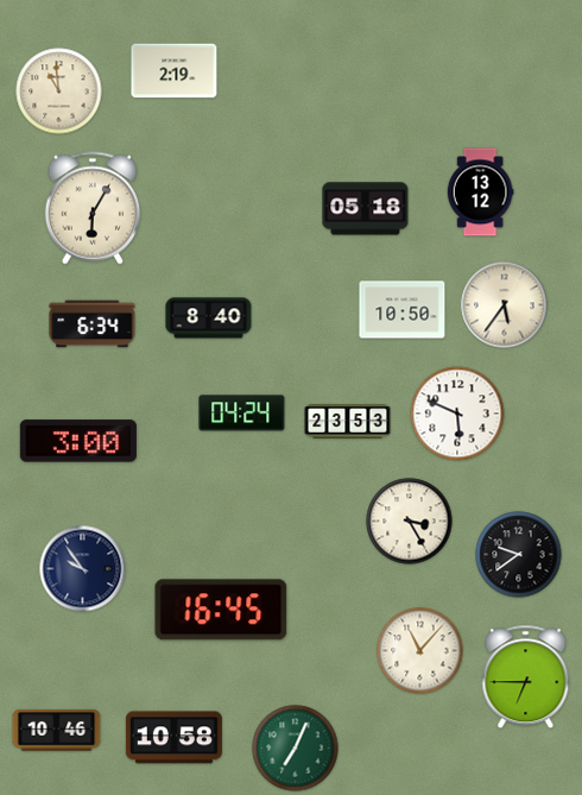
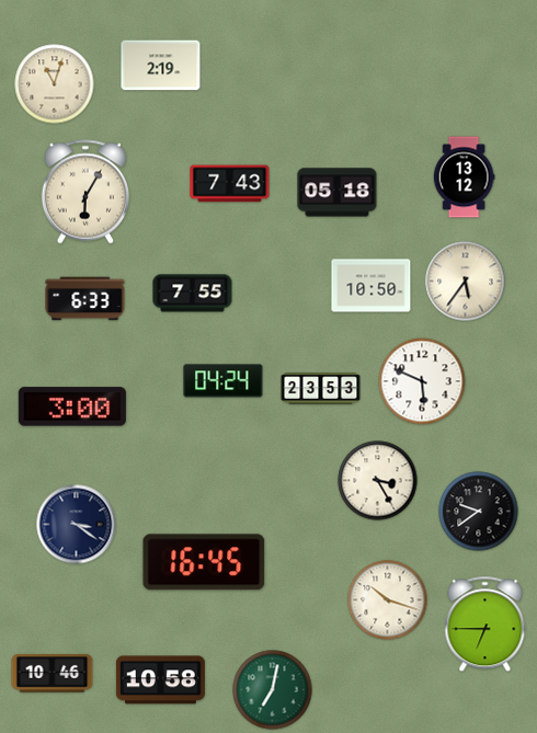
clock at (59, 92): 10:59 -> 11:03
clock at (480, 193) position: (480, 193) -> (464, 177)
clock at (230, 184): none -> 7:43
clock at (209, 318): 8:40 -> 7:55
clock at (93, 324): 6:34 -> 6:33
clock at (83, 569): 9:54 -> 3:21
clock at (420, 651): 11:07 -> 10:18
clock at (296, 749): 7:04 -> 7:02
